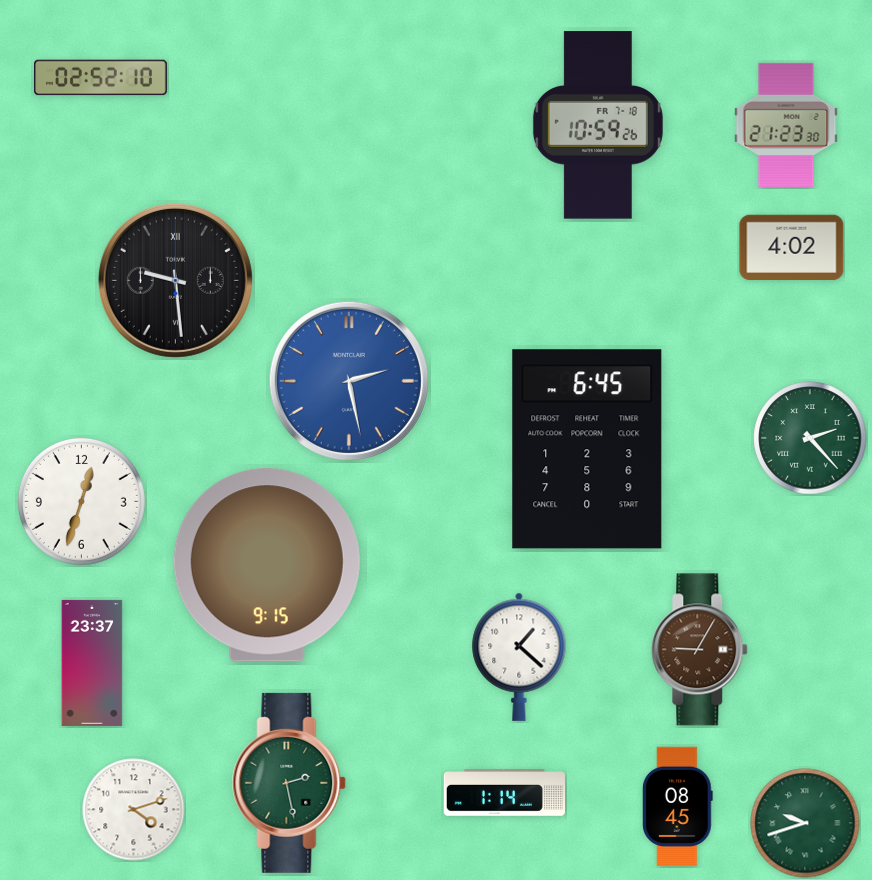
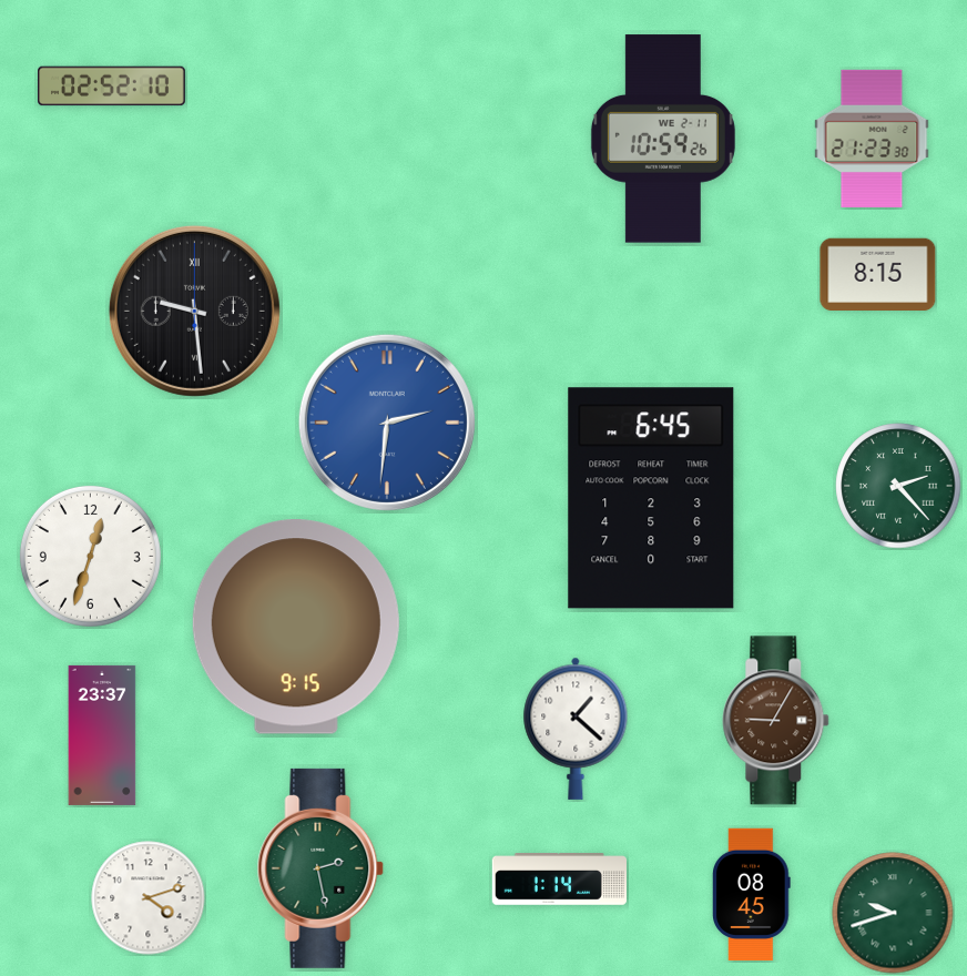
clock at (598, 125) date: FR 7-18 -> WE 2-11
clock at (792, 247): 4:02 -> 8:15
clock at (349, 381): 2:28 -> 2:31
